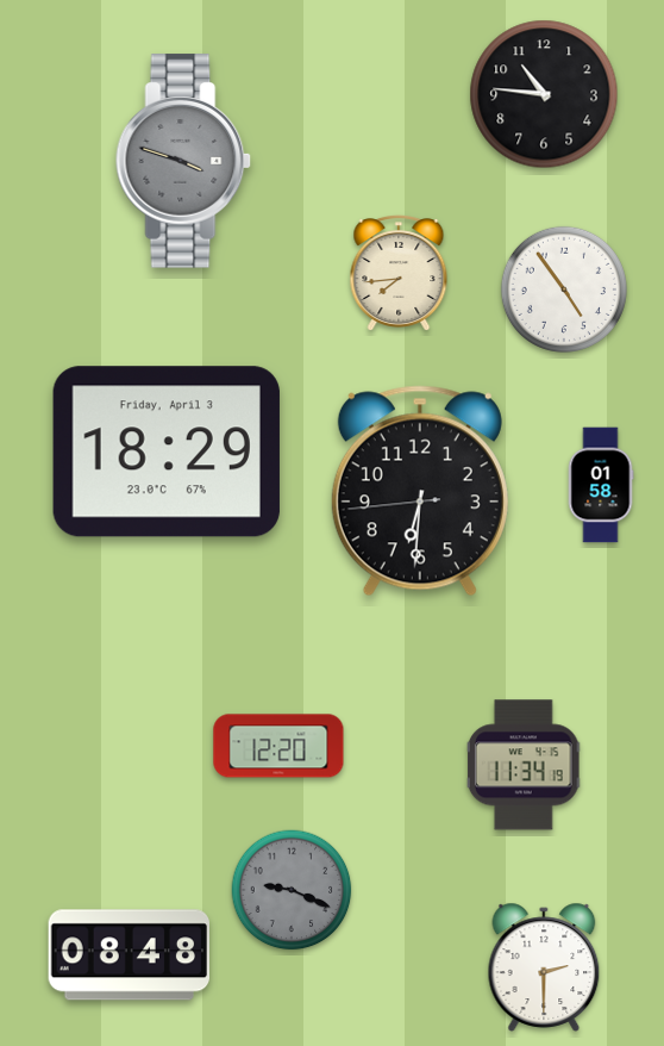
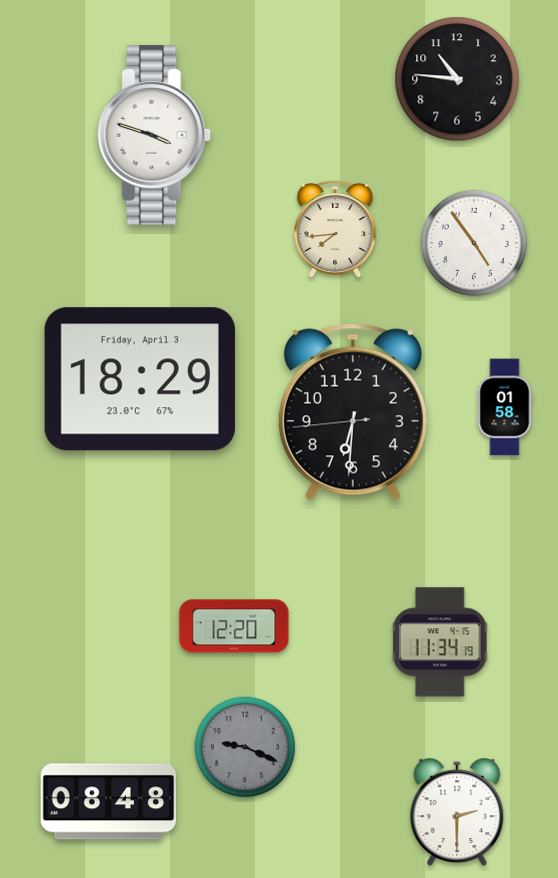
clock at (183, 161) dial: grey -> white
